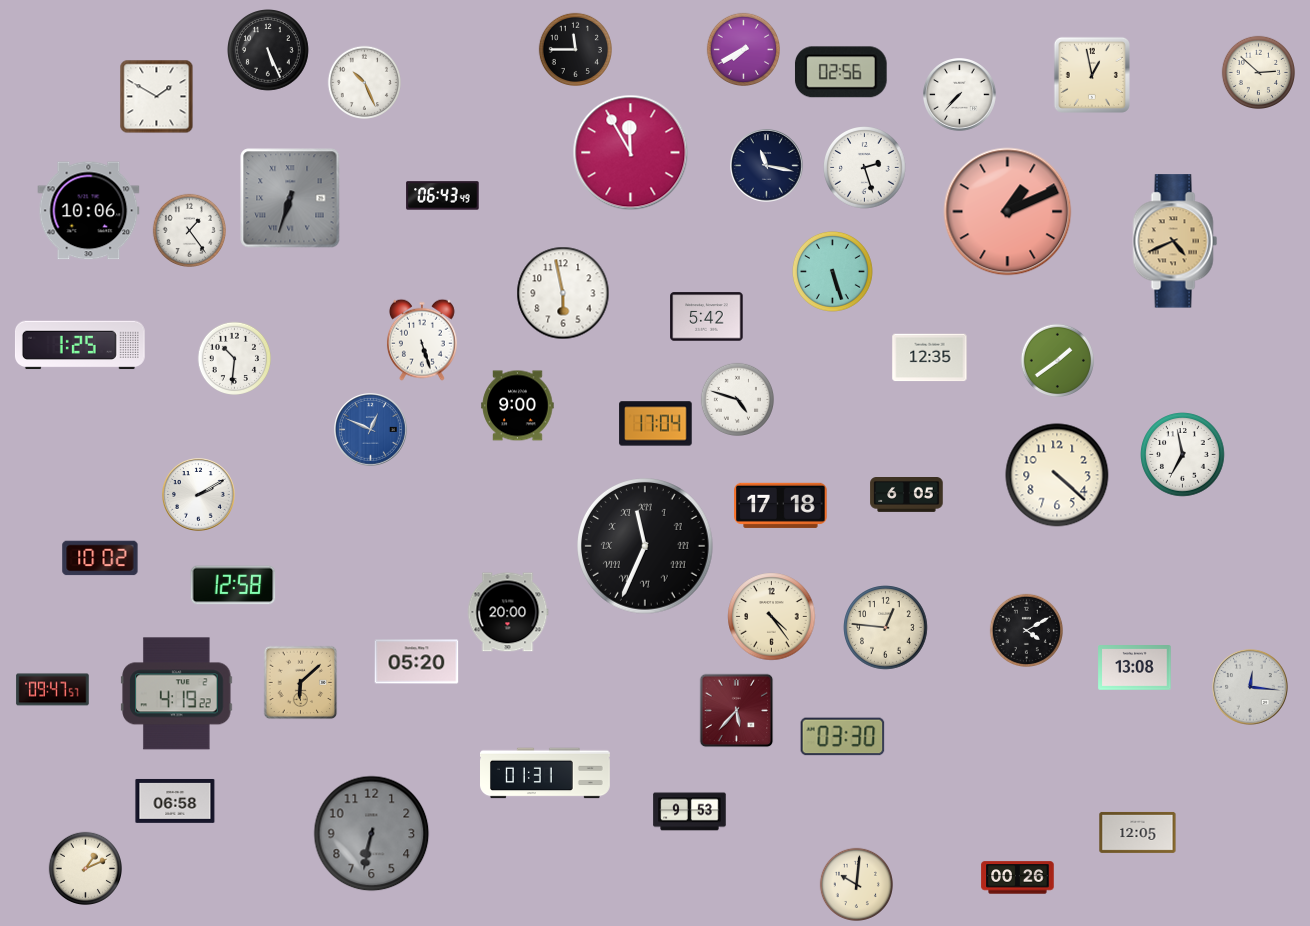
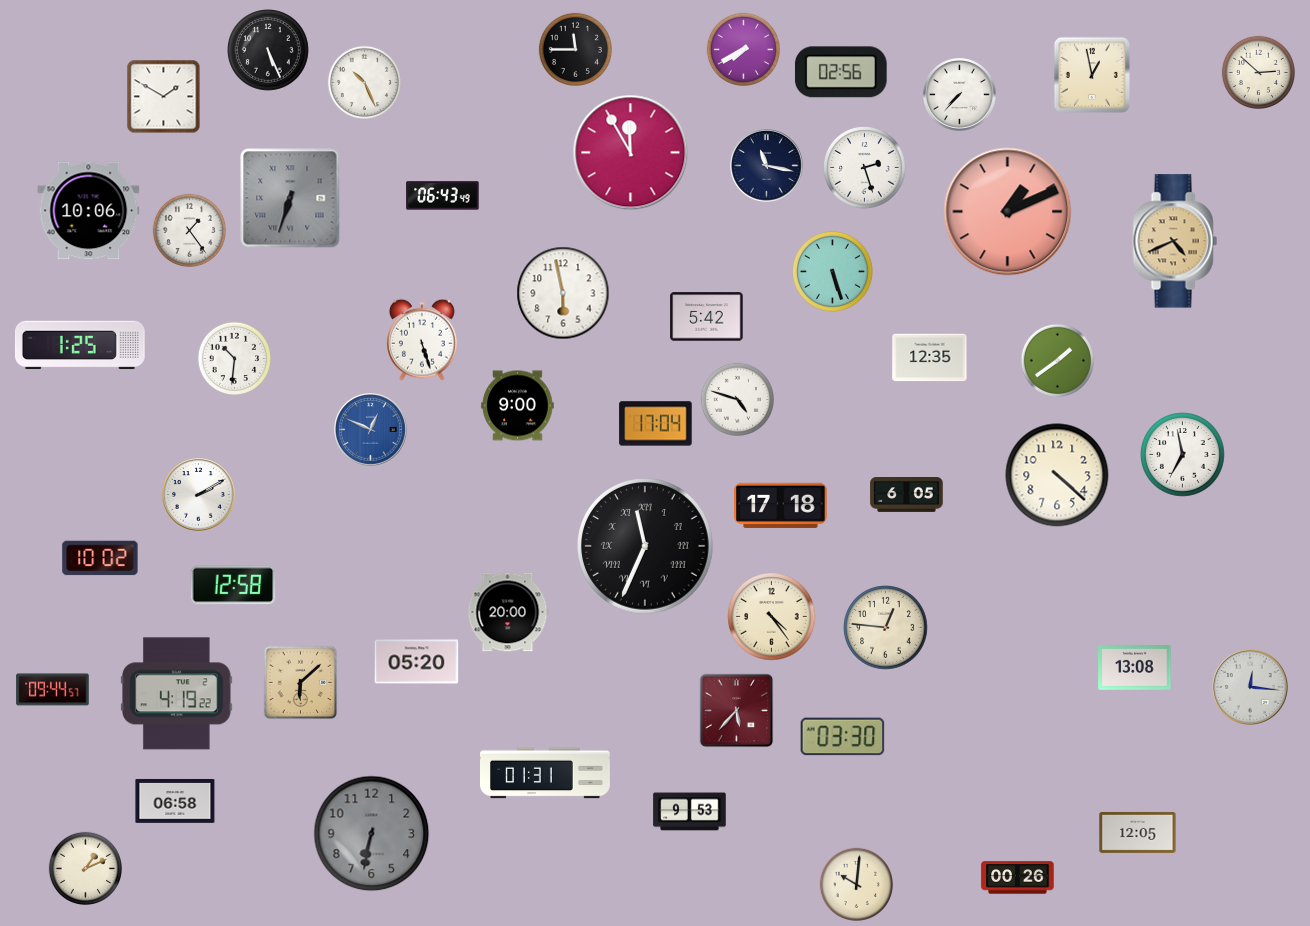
clock at (157, 97) position: (157, 97) -> (164, 97)
clock at (1026, 630): 4:10 -> none
clock at (53, 690): 09:47 -> 09:44
